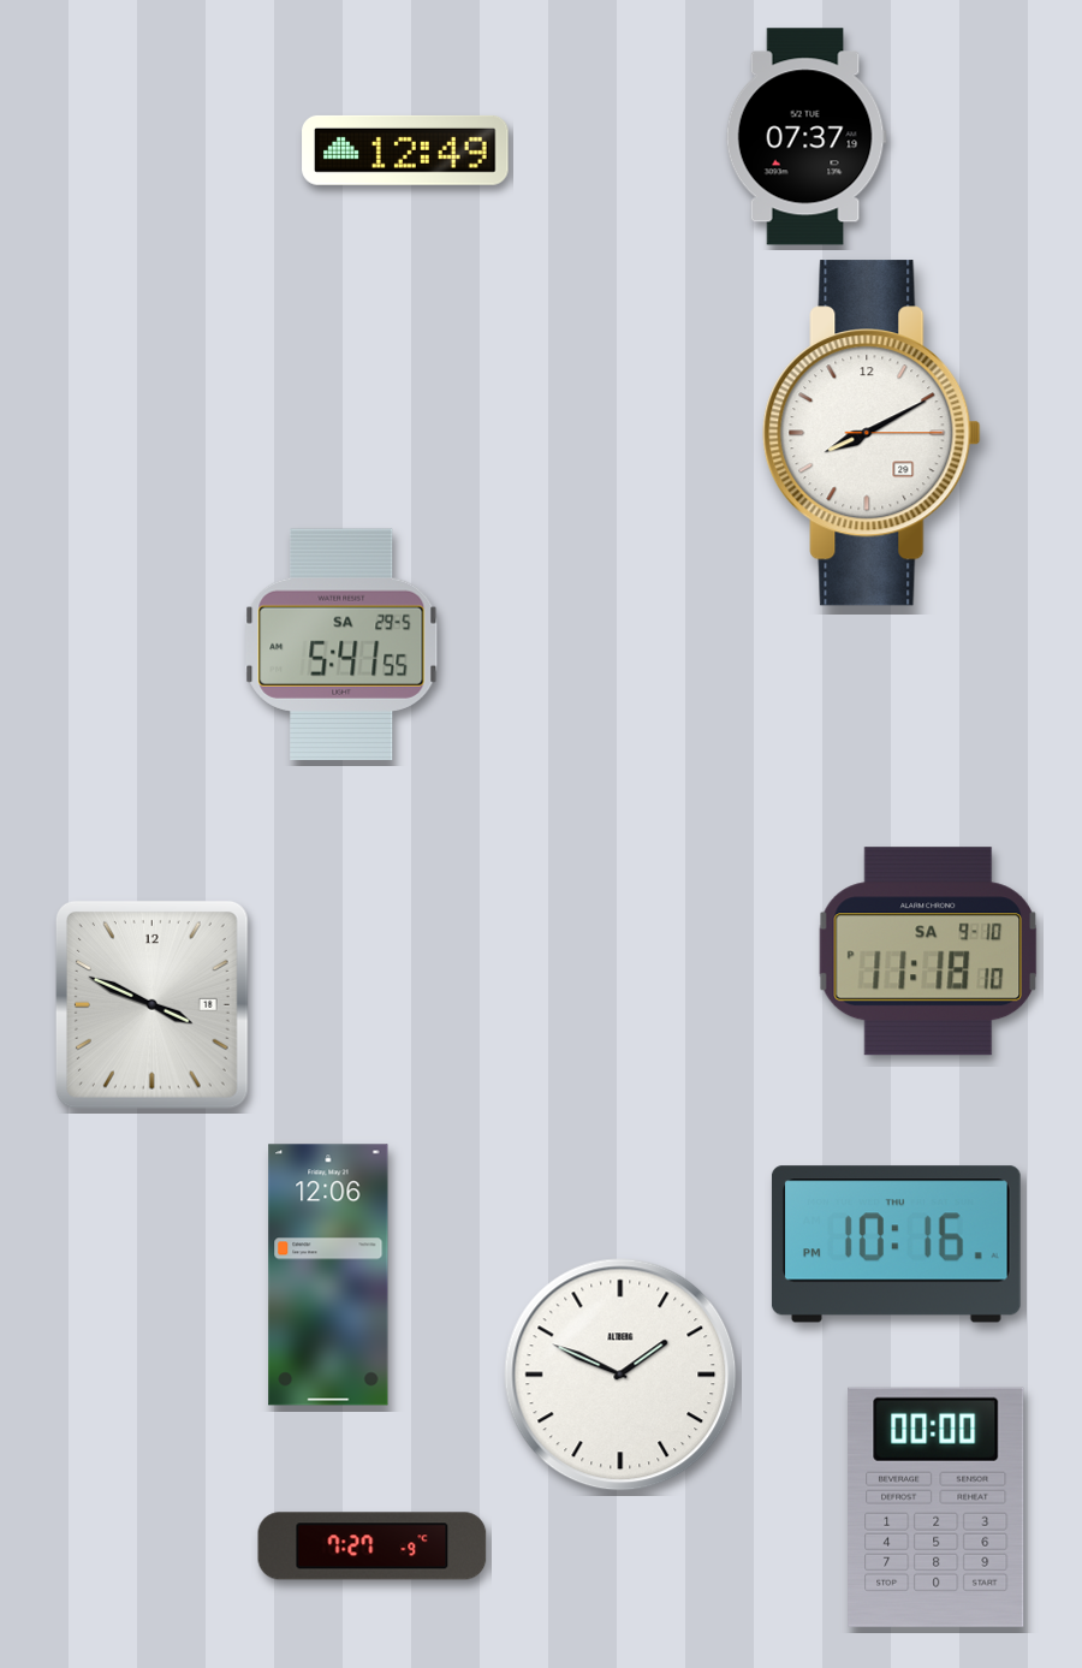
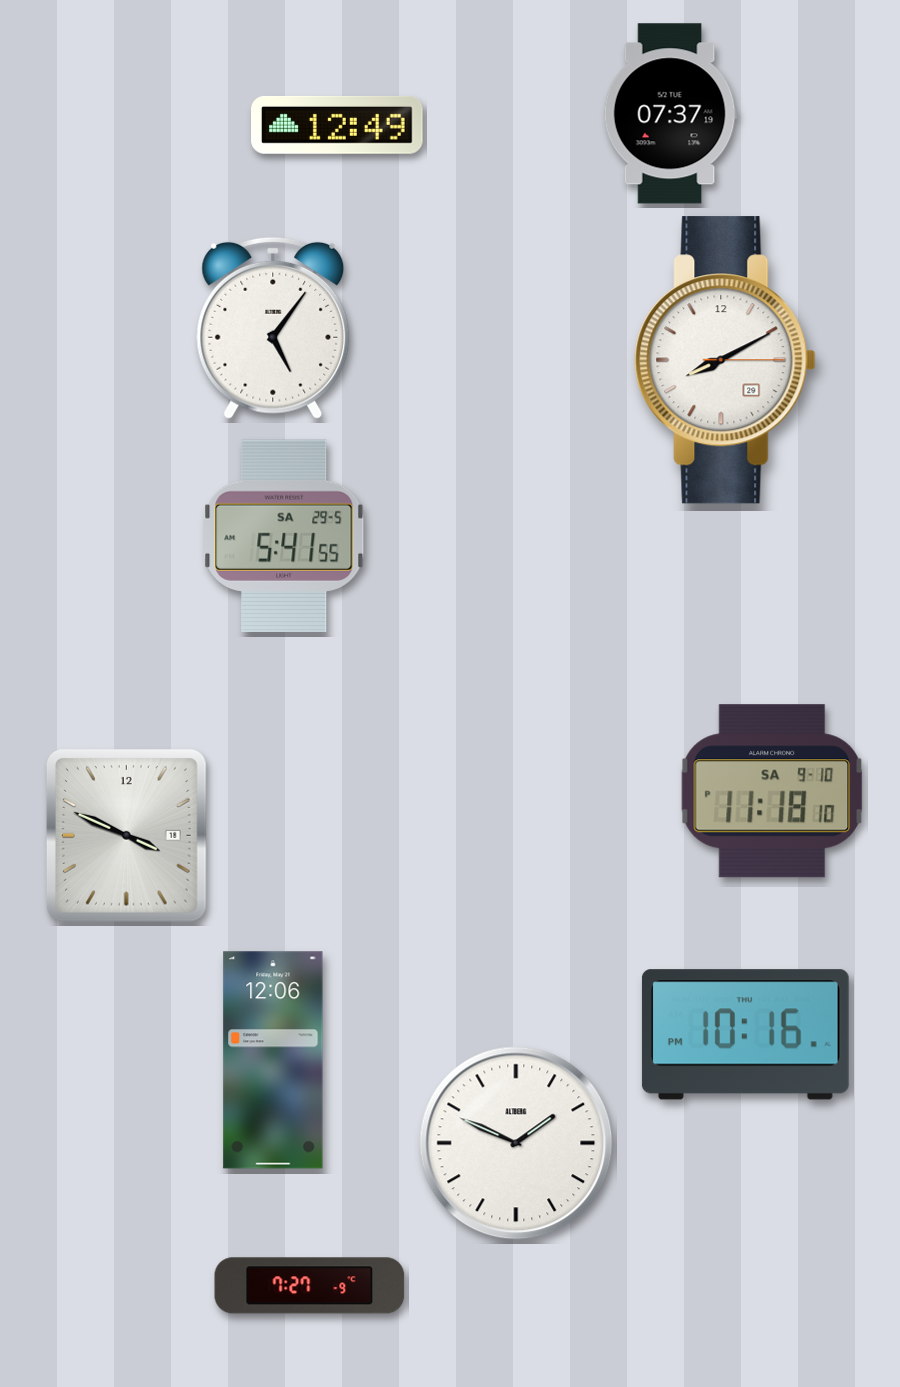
clock at (273, 328): none -> 5:06
clock at (937, 1507): 00:00 -> none
